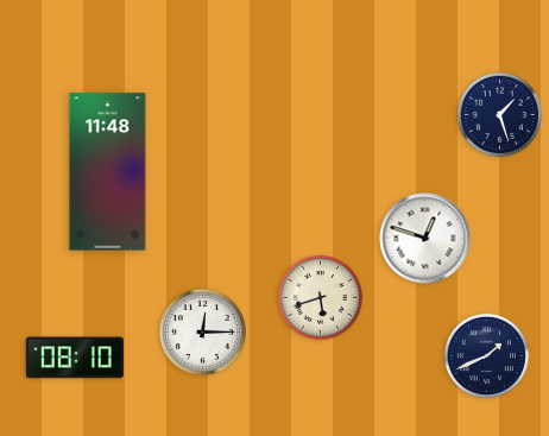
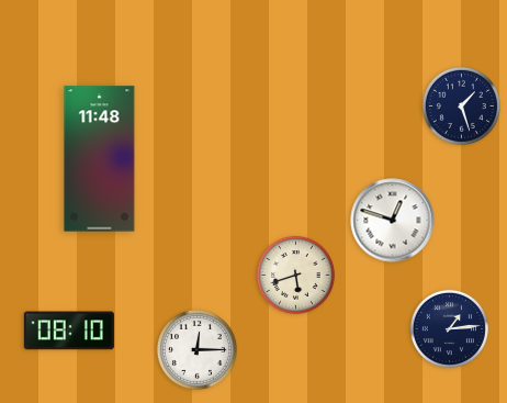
clock at (202, 331) position: (202, 331) -> (196, 349)
clock at (486, 355): 1:41 -> 1:14
